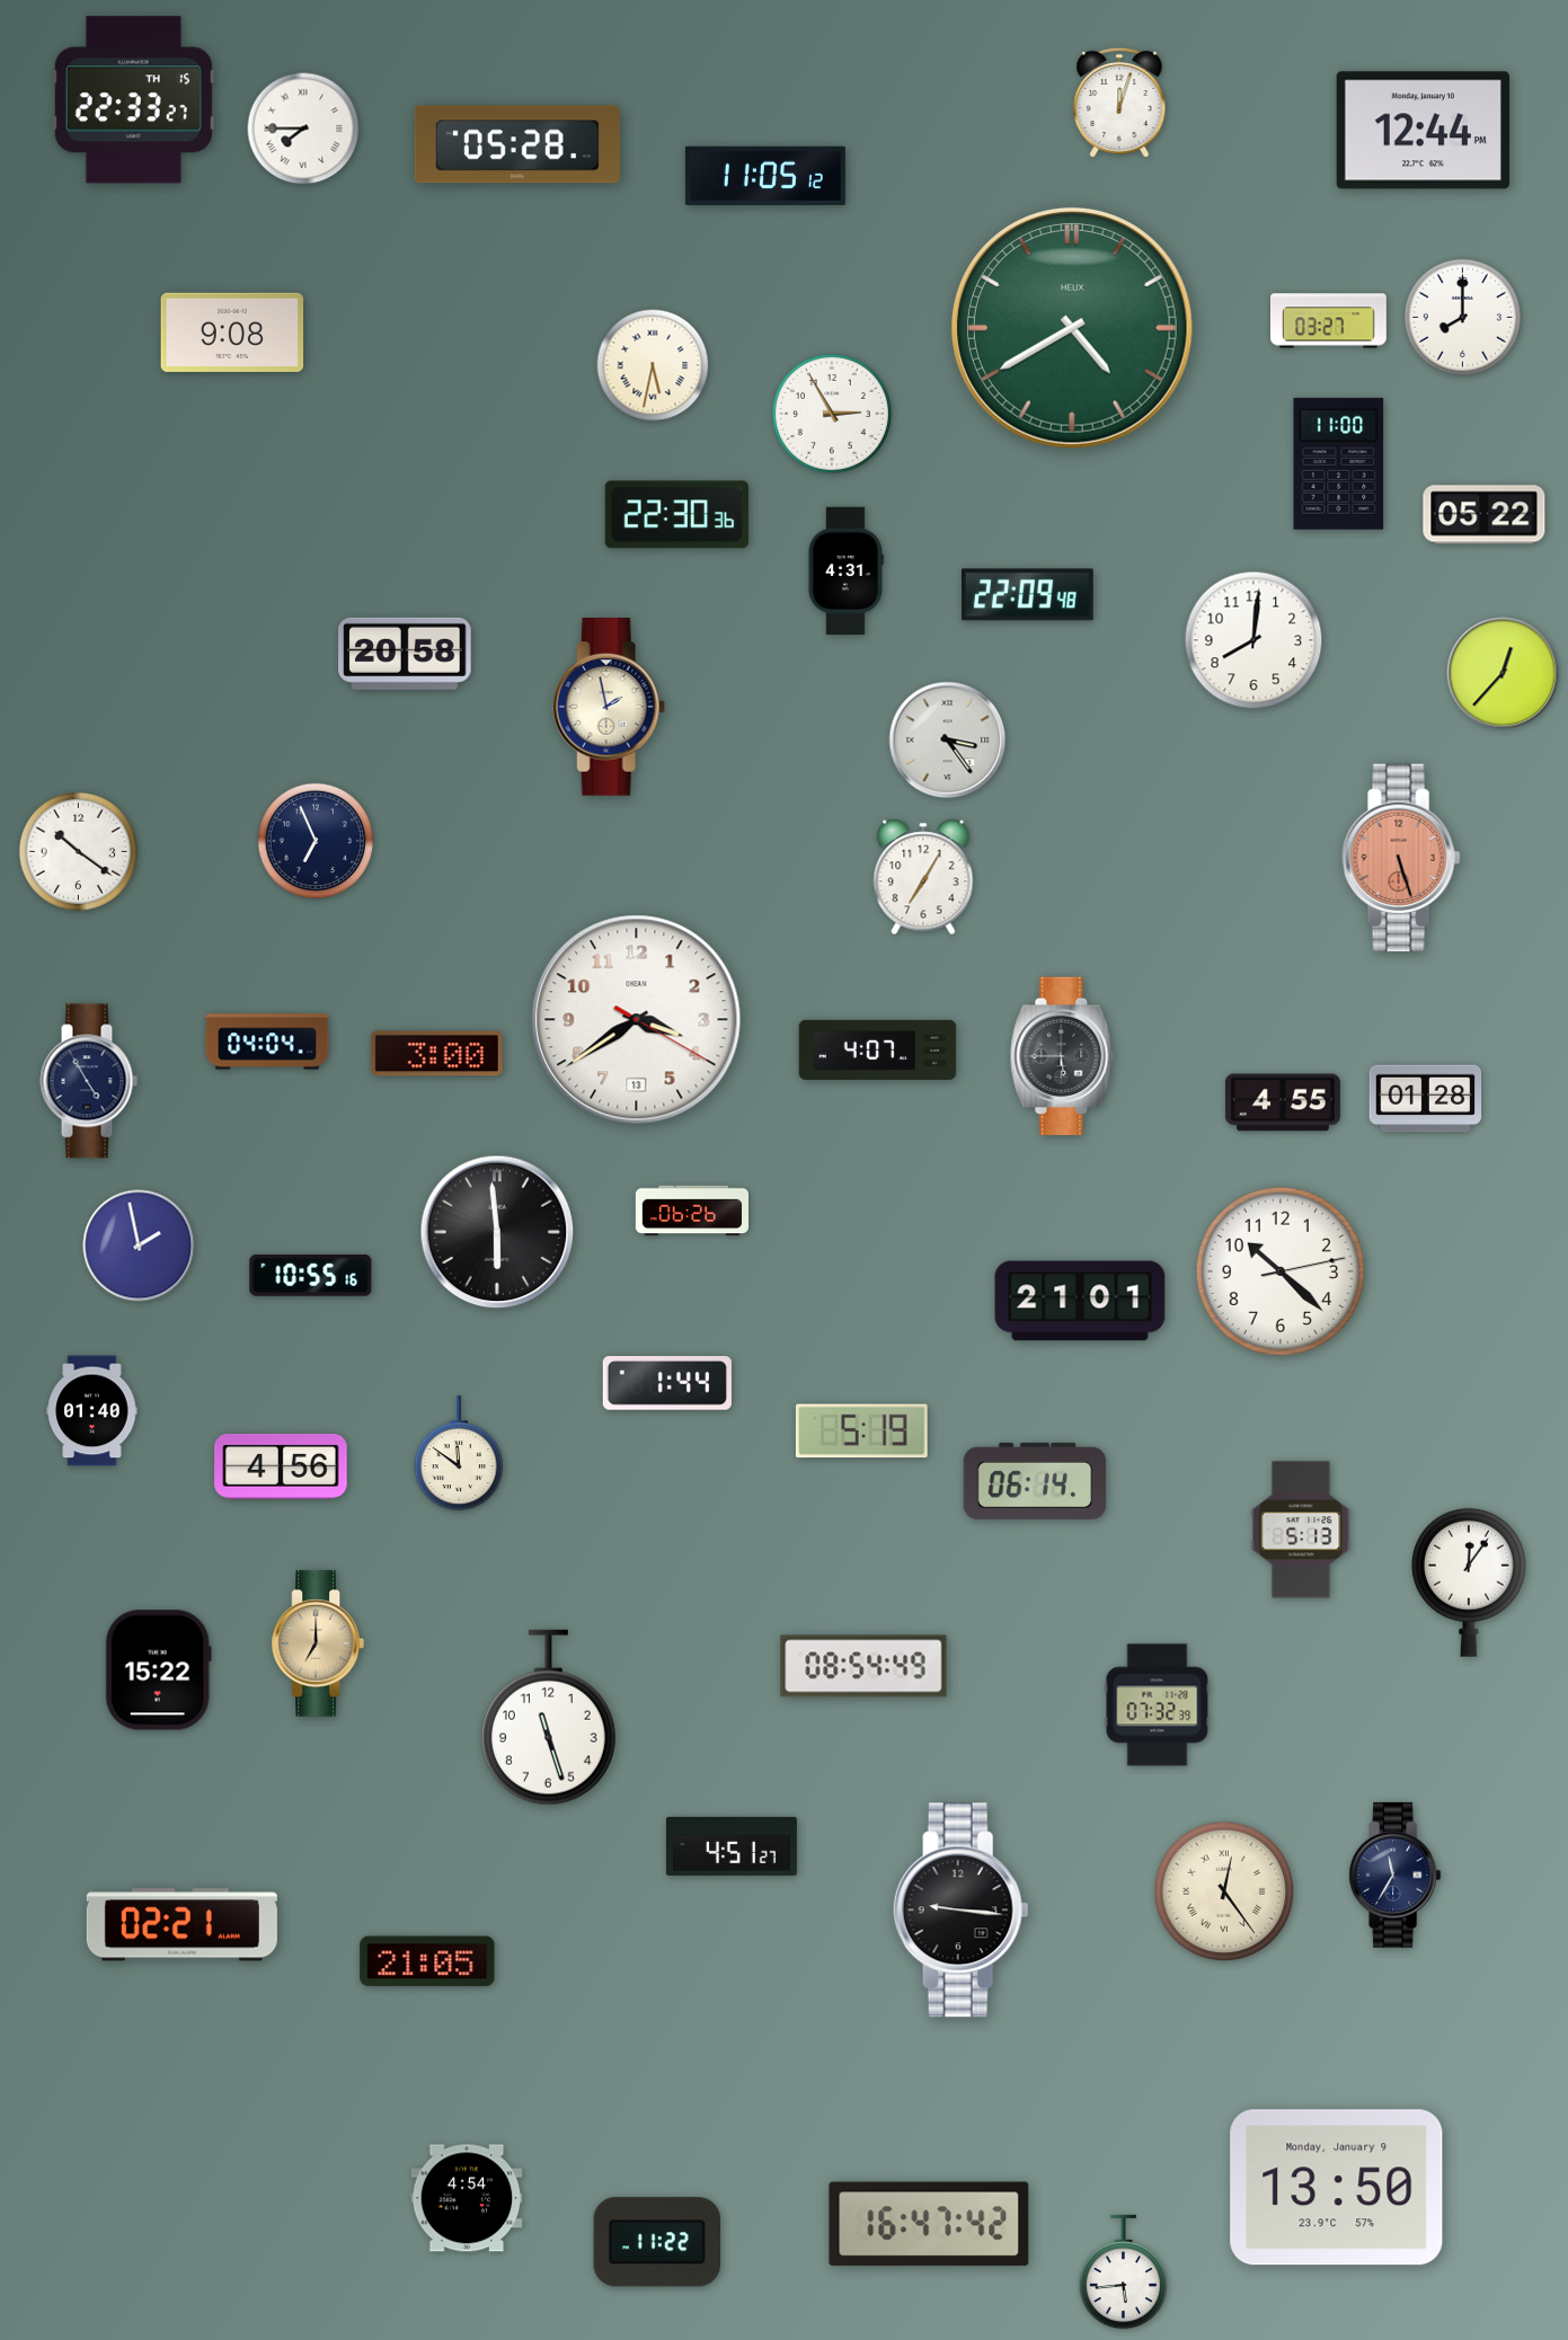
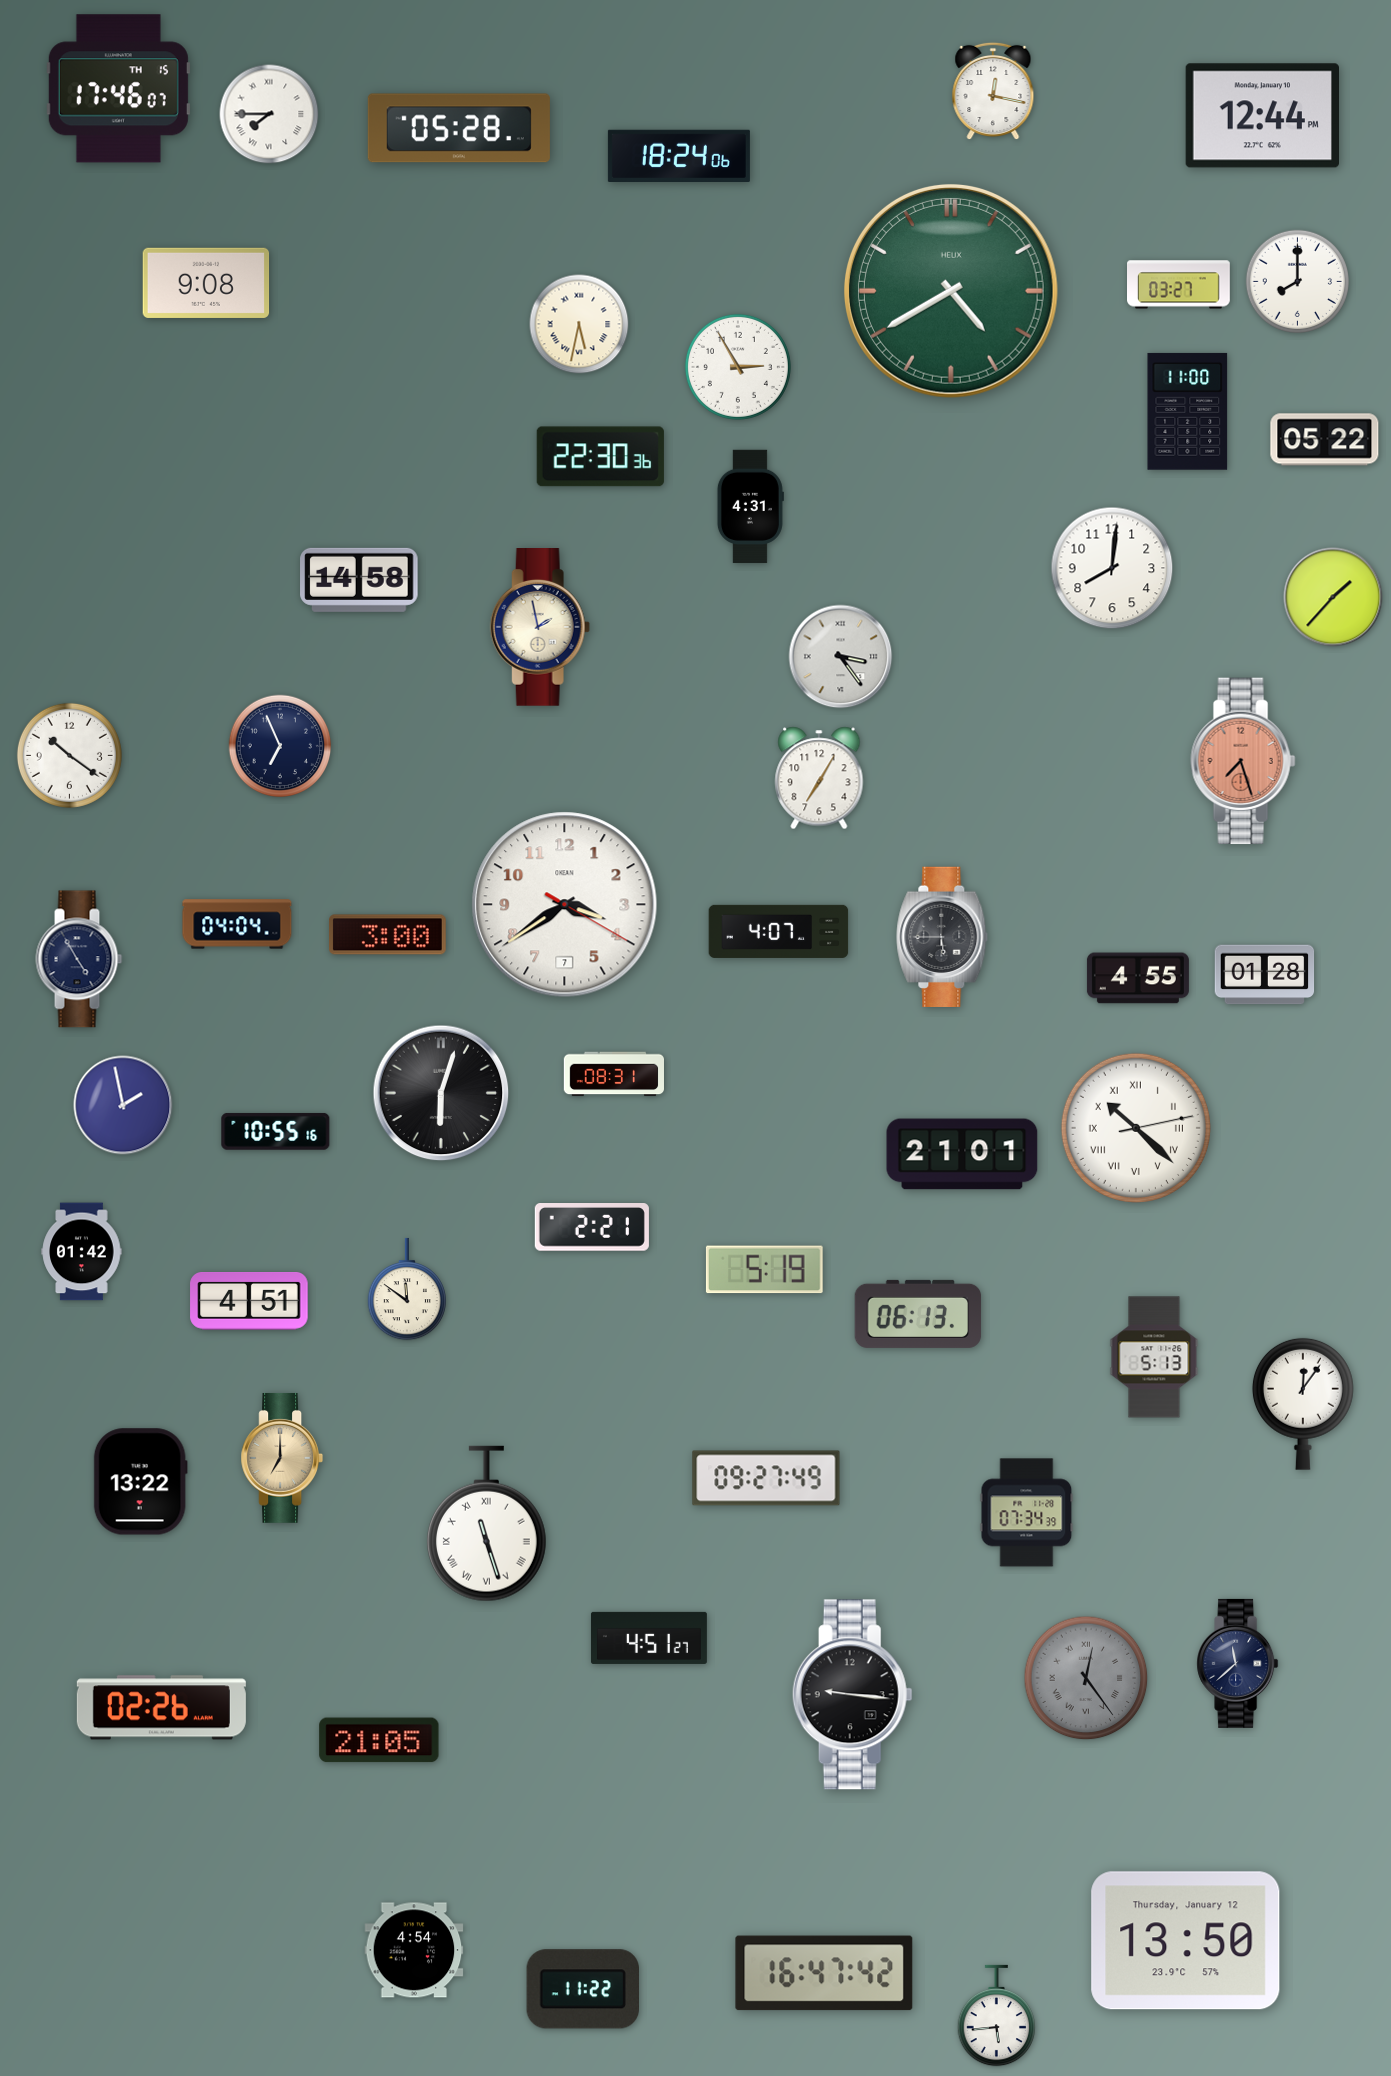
clock at (133, 100): 22:33 -> 17:46
clock at (1119, 103): 12:03 -> 12:17
clock at (765, 175): 11:05 -> 18:24
clock at (232, 333) position: (232, 333) -> (206, 283)
clock at (1485, 515) position: (1485, 515) -> (1325, 440)
clock at (1027, 595): 22:09 -> none
clock at (405, 654): 20:58 -> 14:58
clock at (1503, 673): 12:37 -> 1:37
clock at (1401, 858): 5:27 -> 7:27
clock at (637, 1020) date: 13 -> 7
clock at (691, 1211): 06:26 -> 08:31
clock at (497, 1232): 5:59 -> 6:03
clock at (1281, 1271) numerals: Arabic -> Roman
clock at (1080, 1301) position: (1080, 1301) -> (962, 1154)
clock at (667, 1384): 1:44 -> 2:21
clock at (92, 1411): 01:40 -> 01:42
clock at (281, 1468): 4:56 -> 4:51
clock at (1035, 1481): 06:14 -> 06:13
clock at (863, 1666): 08:54 -> 09:27
clock at (158, 1670): 15:22 -> 13:22
clock at (1158, 1705): 07:32 -> 07:34
clock at (548, 1718) numerals: Arabic -> Roman
clock at (1396, 1874): 11:35 -> 11:38
clock at (1224, 1891) dial: cream -> grey
clock at (181, 1925): 02:21 -> 02:26
clock at (1337, 2188) date: Monday, January 9 -> Thursday, January 12
